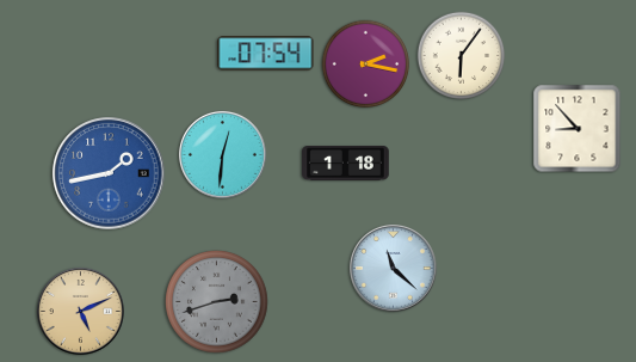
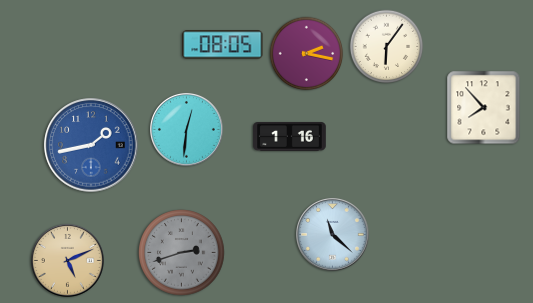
clock at (266, 54): 07:54 -> 08:05
clock at (578, 129): 8:53 -> 7:53
clock at (346, 164): 1:18 -> 1:16
clock at (393, 268) position: (393, 268) -> (332, 234)
